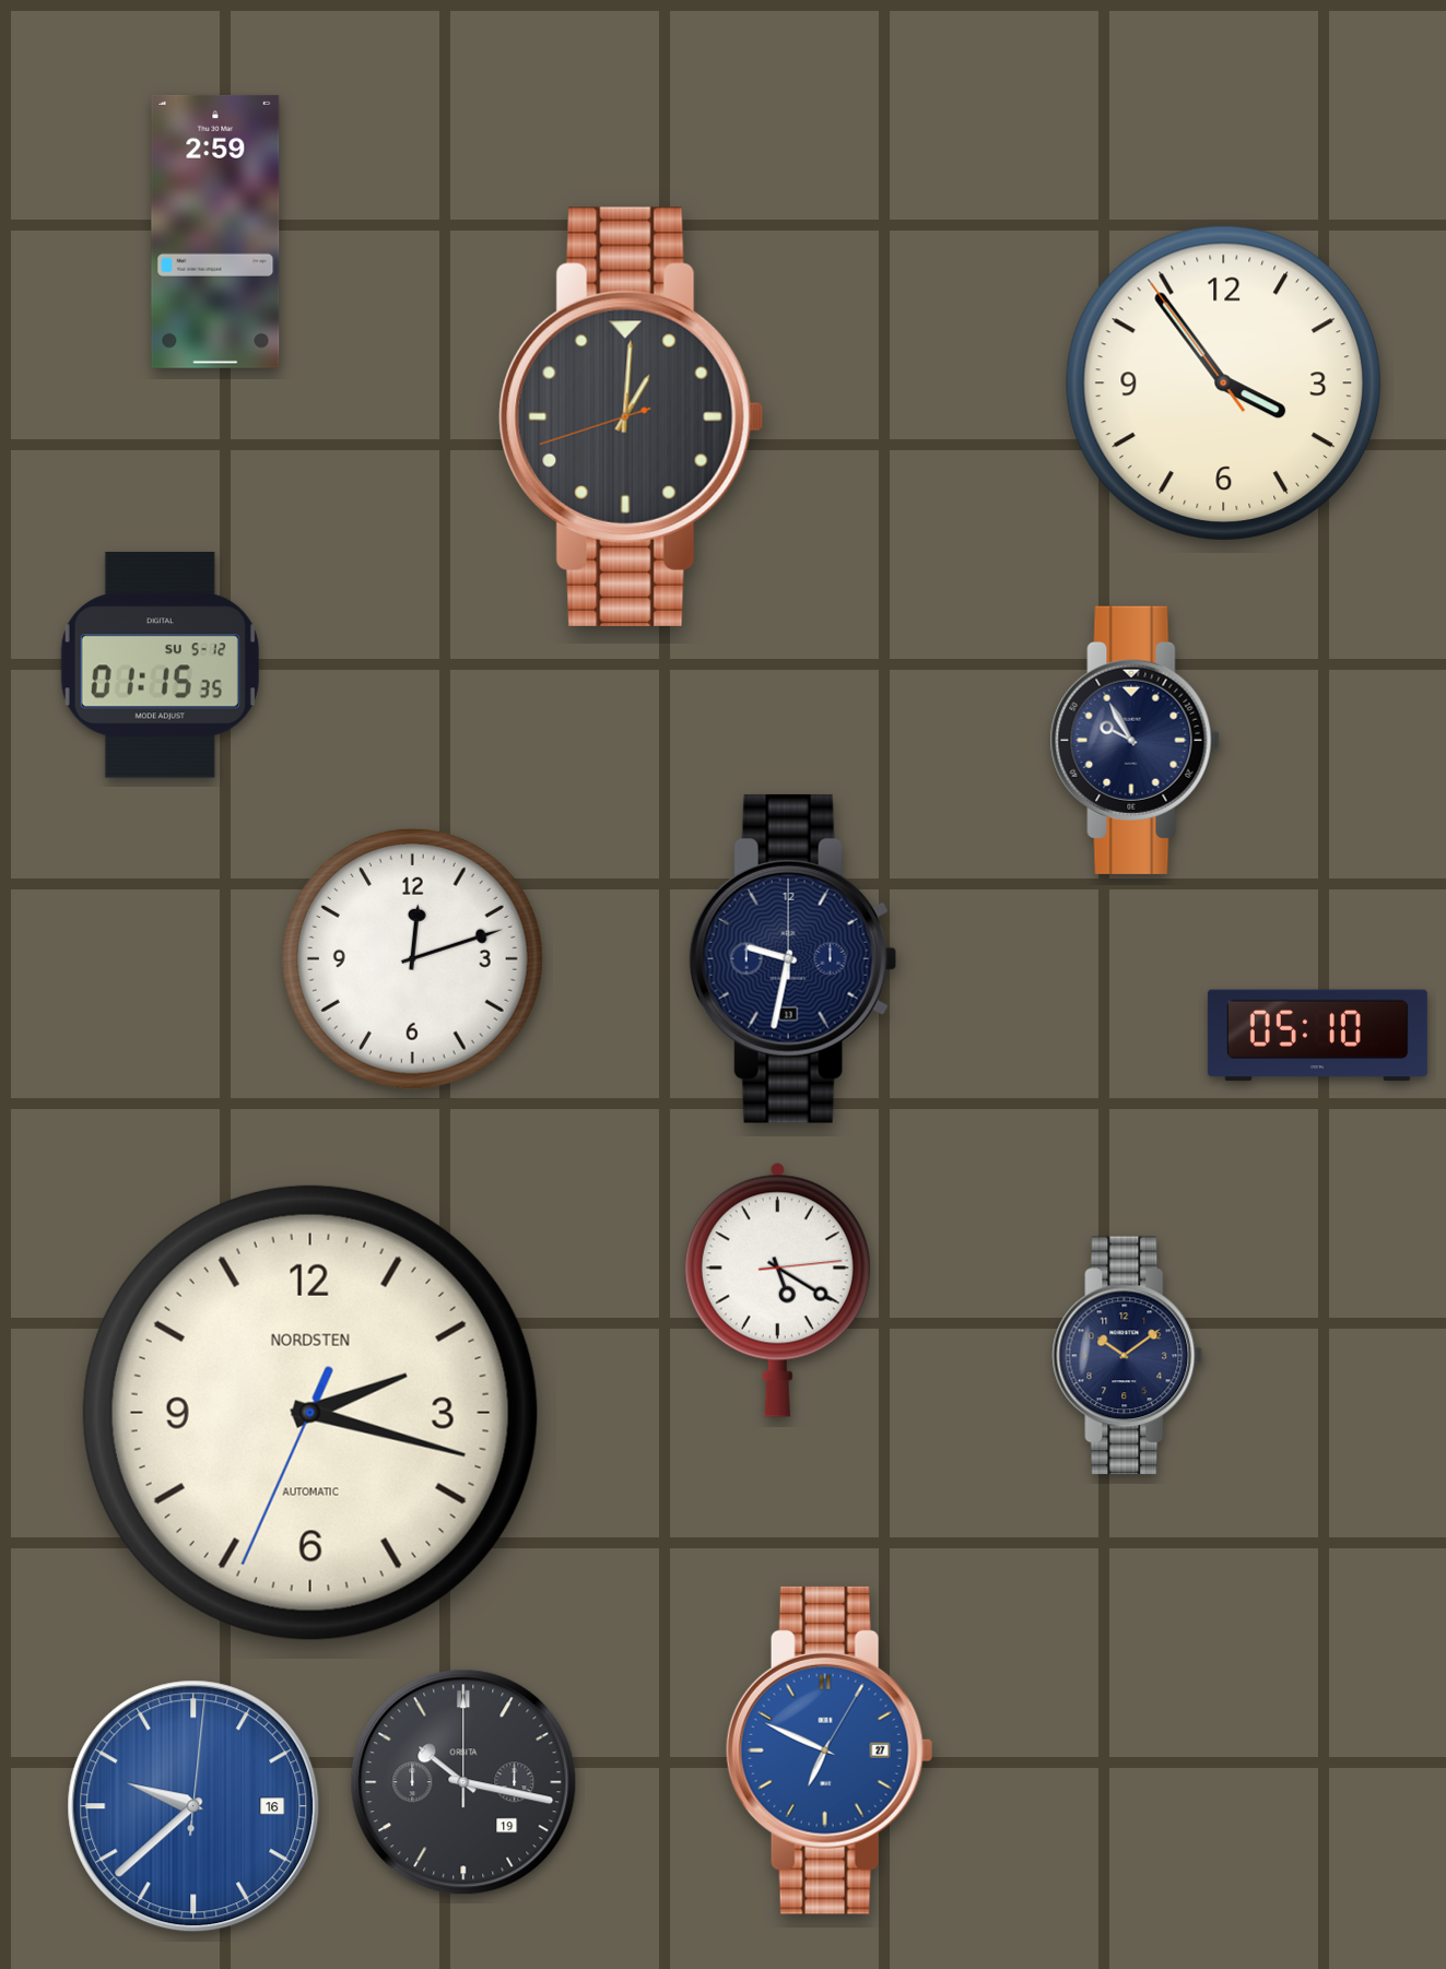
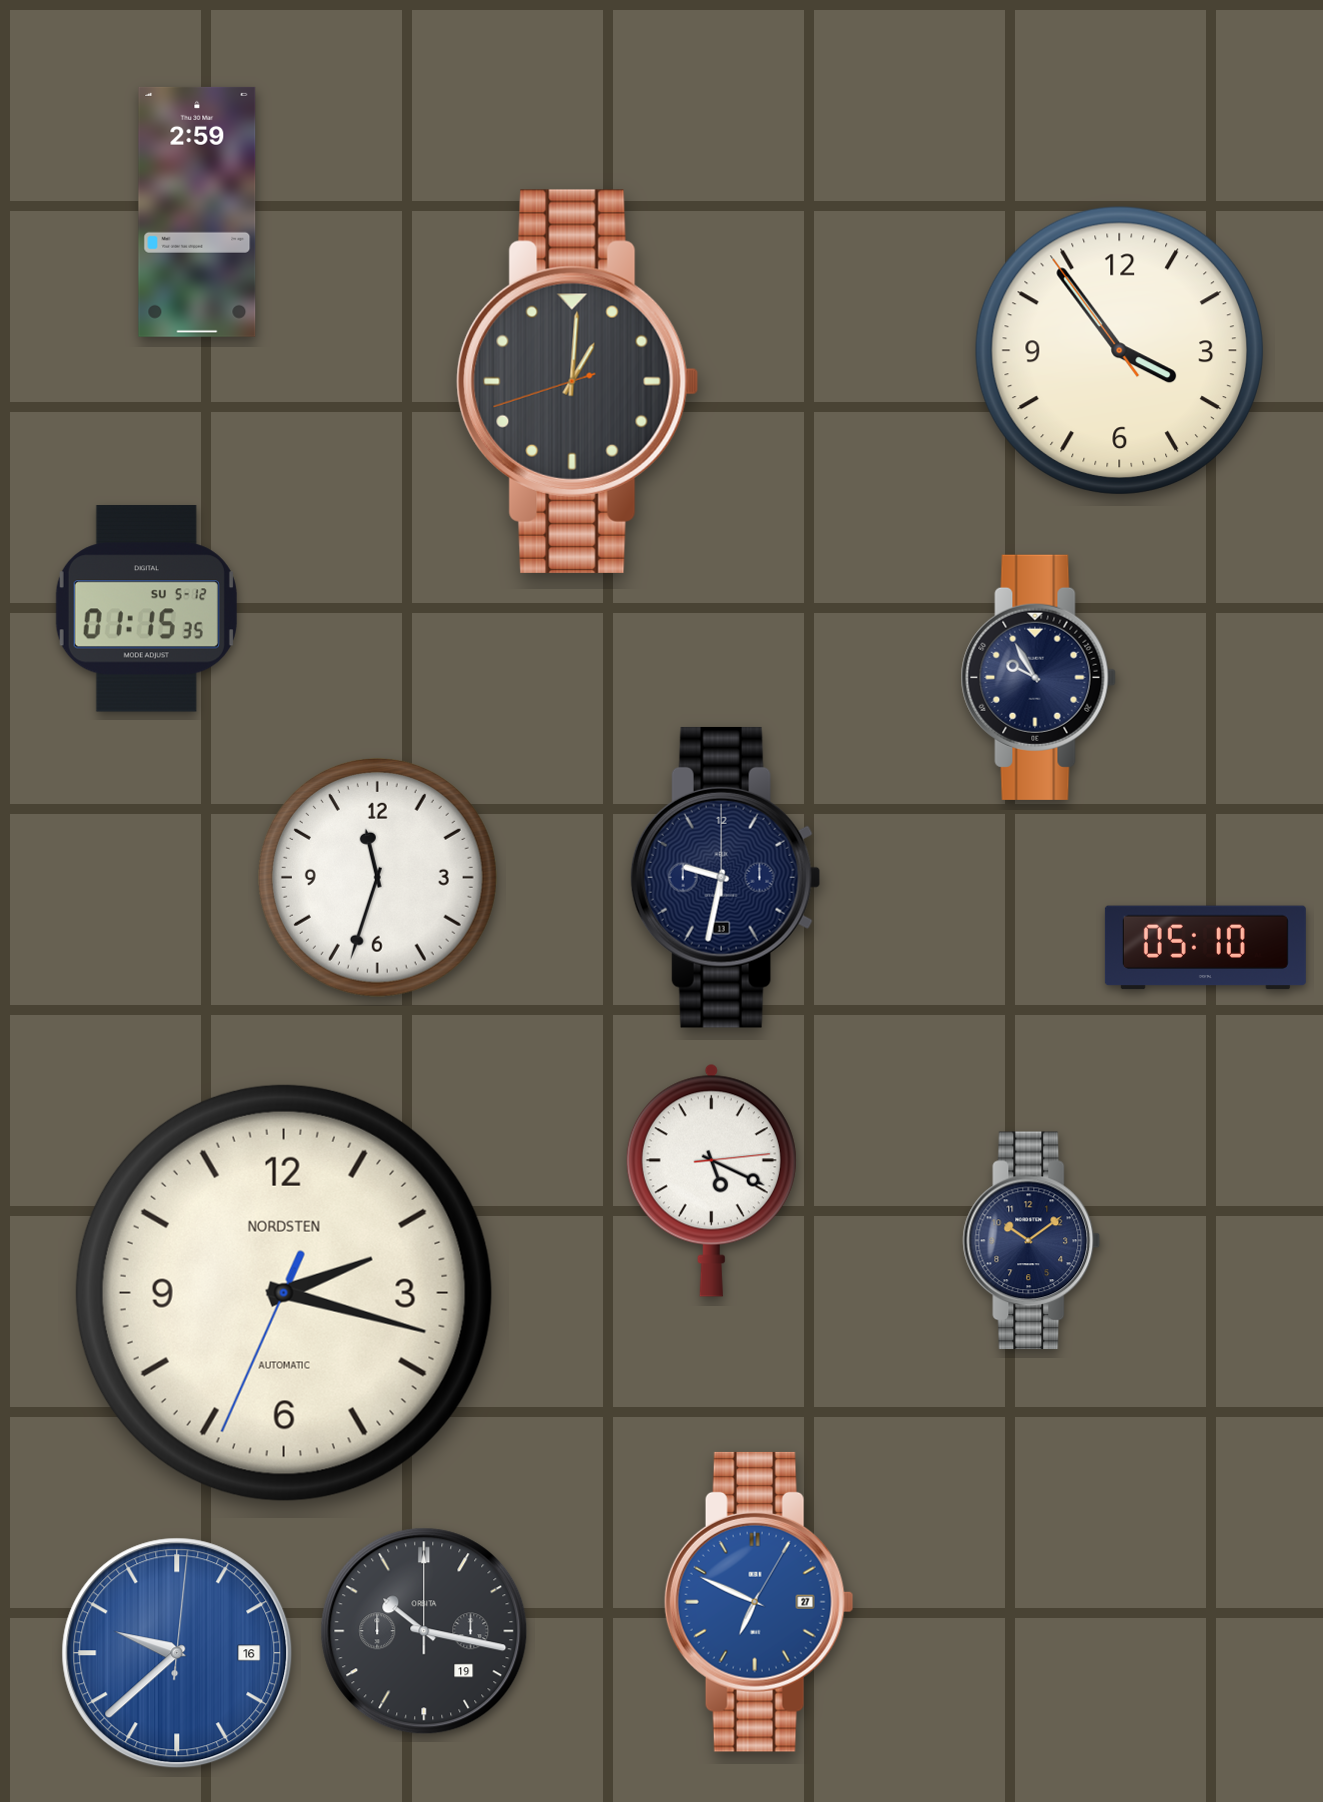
clock at (412, 958): 12:12 -> 11:33
clock at (777, 1289): 5:20 -> 5:19
